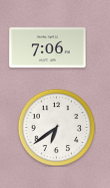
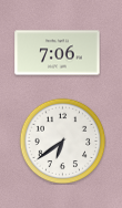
clock at (48, 48) position: (48, 48) -> (58, 53)
